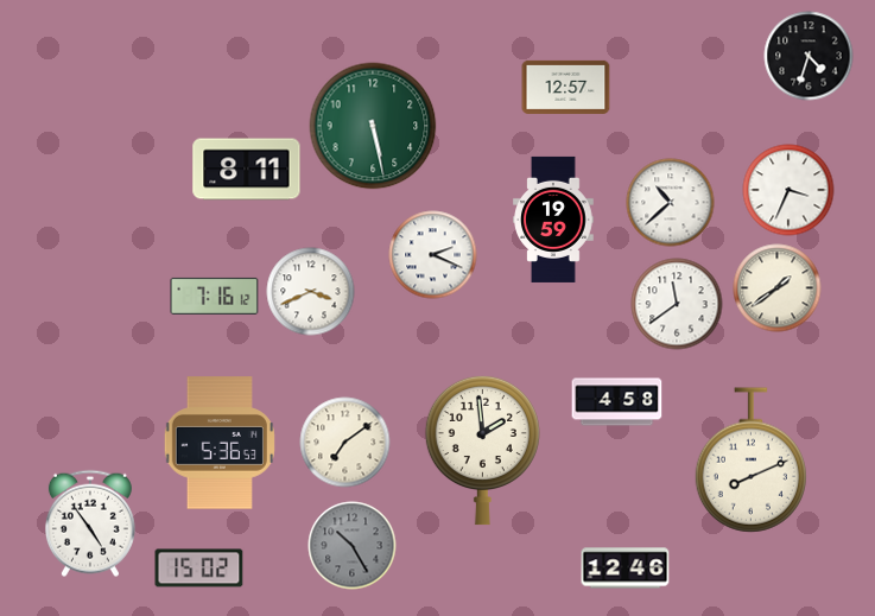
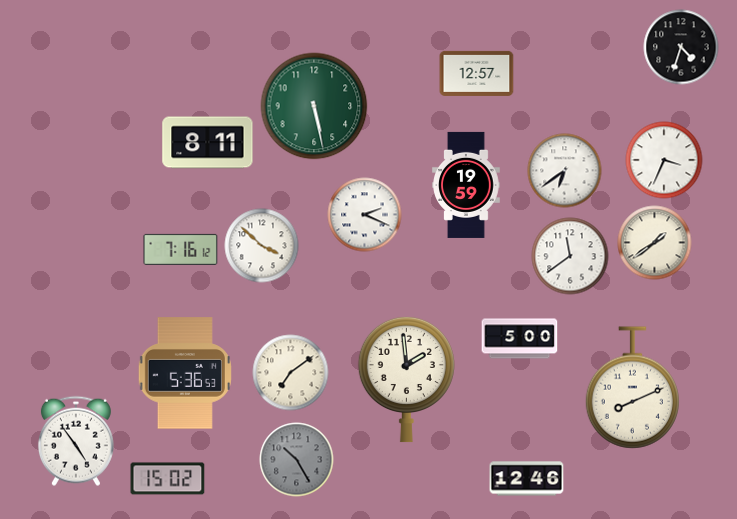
clock at (671, 203): 10:38 -> 6:39
clock at (311, 292): 3:41 -> 3:52
clock at (617, 402): 4:58 -> 5:00
